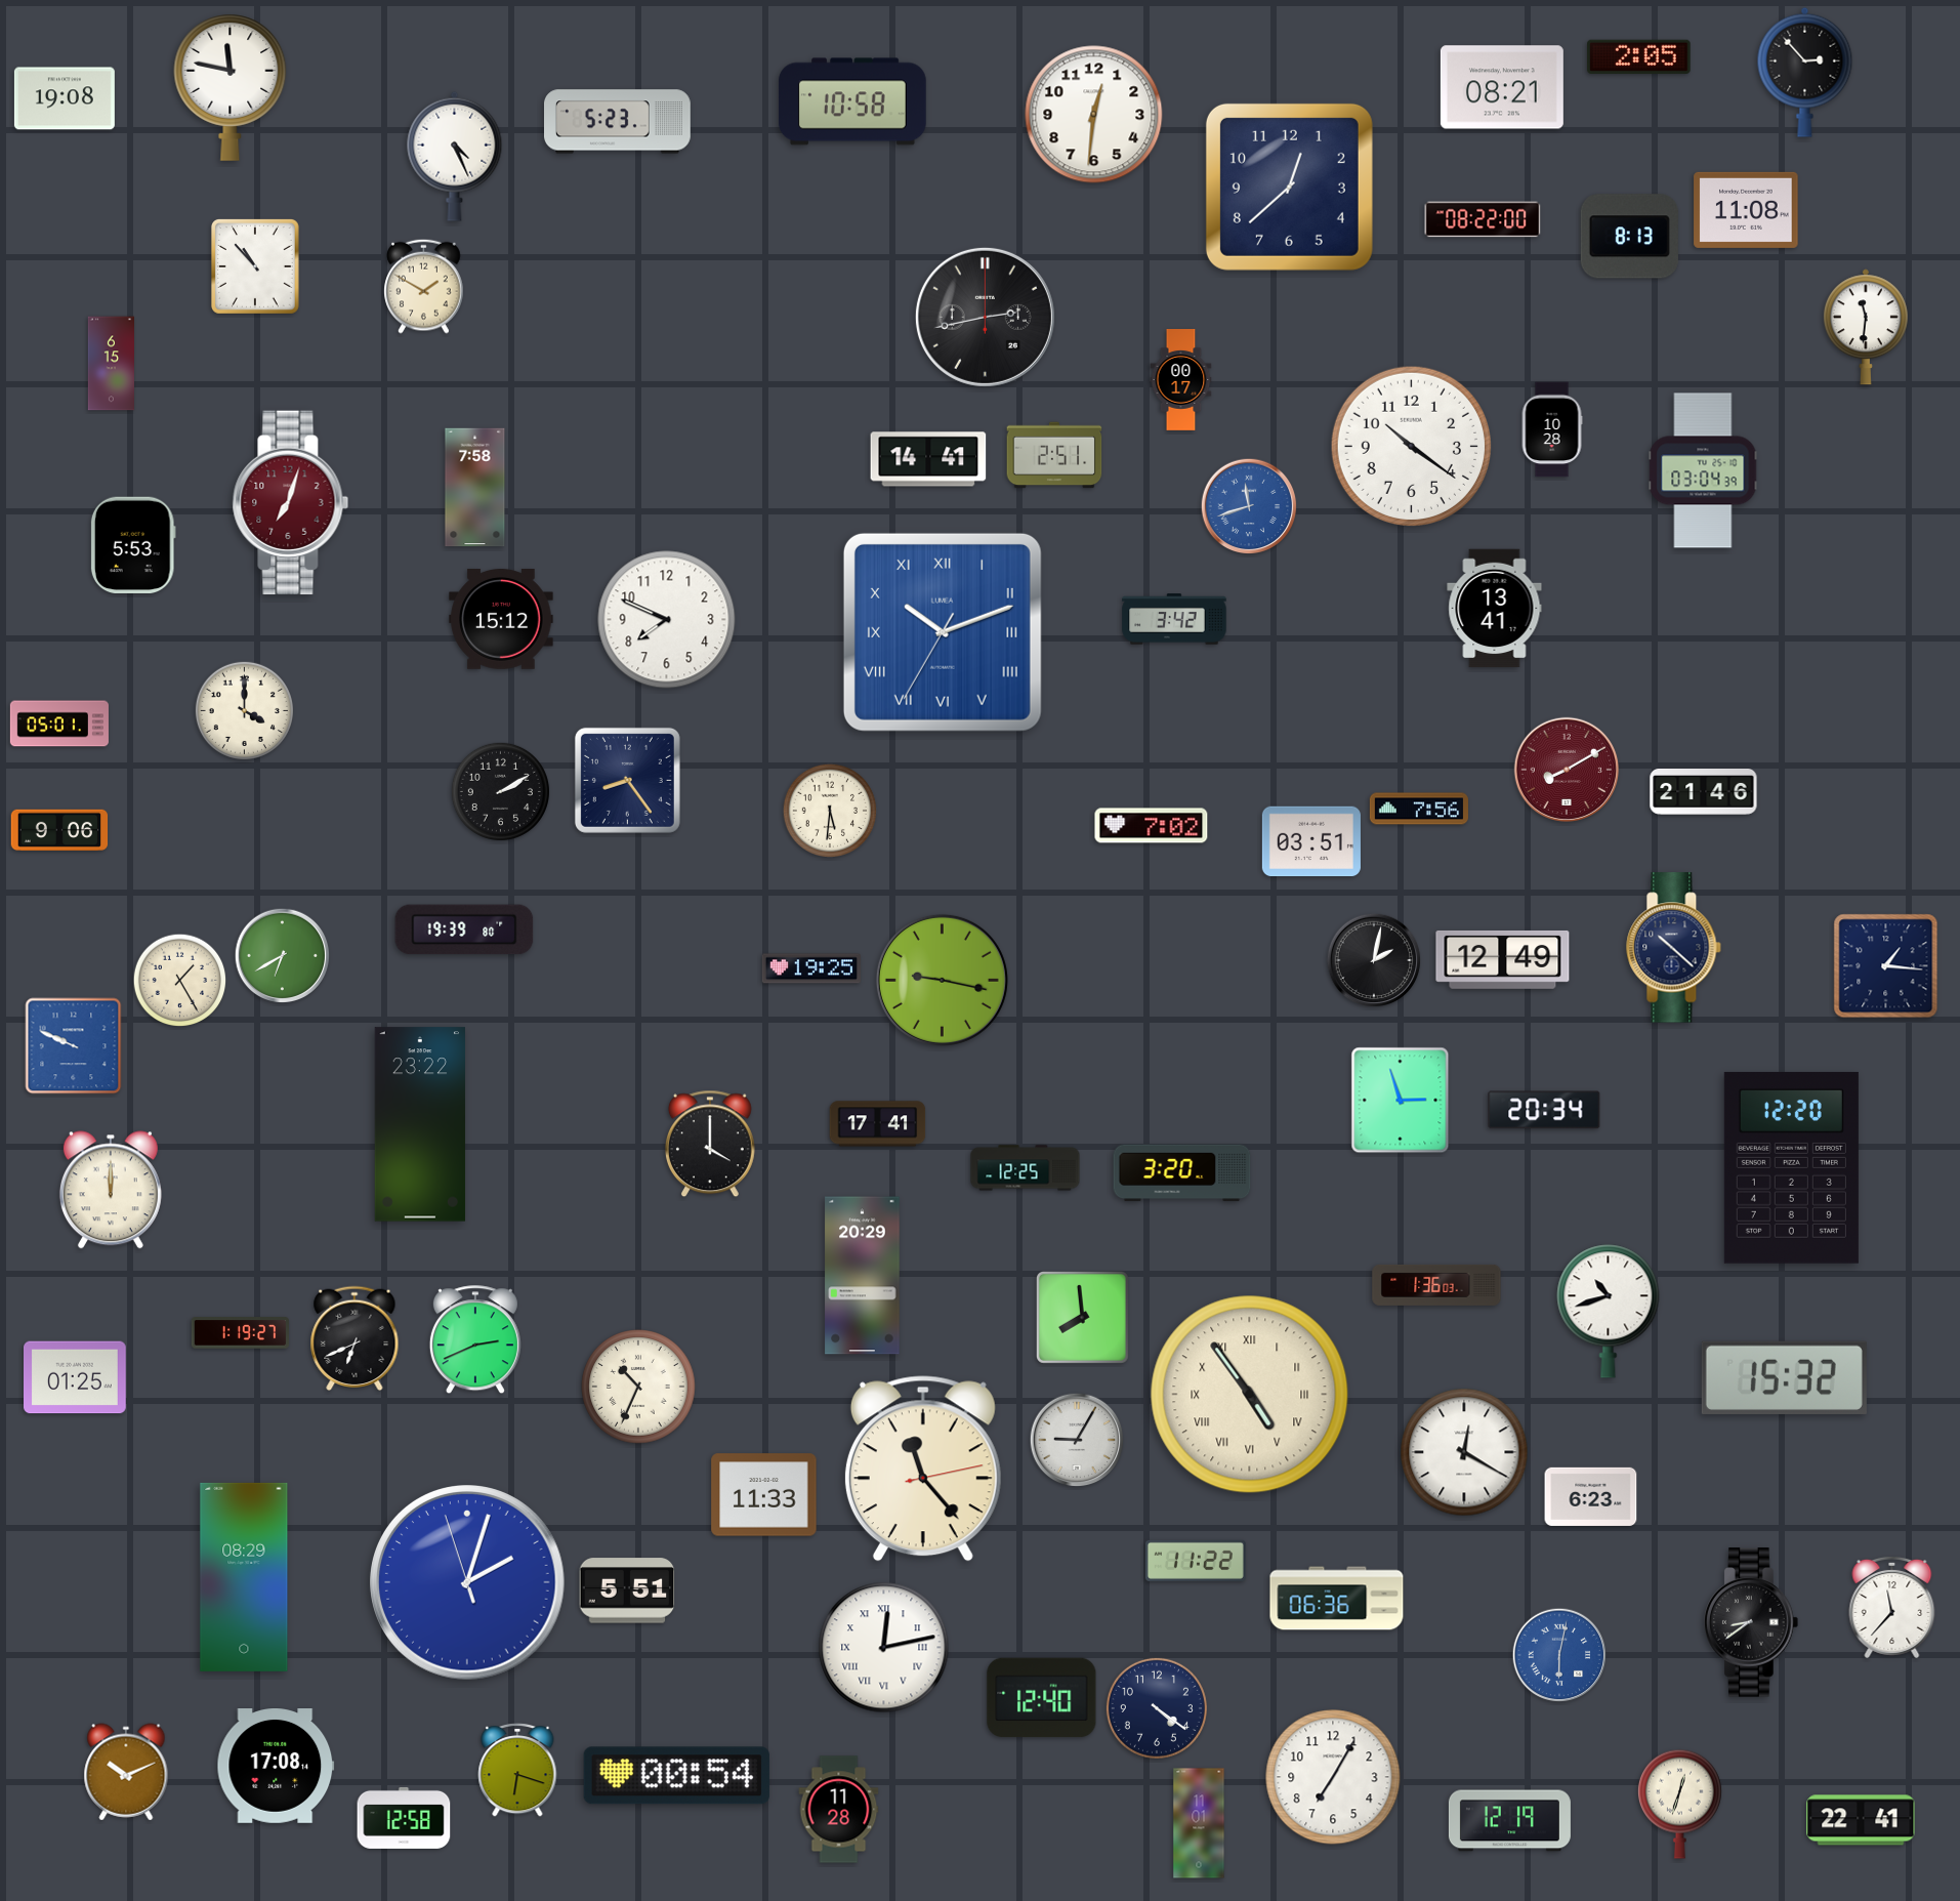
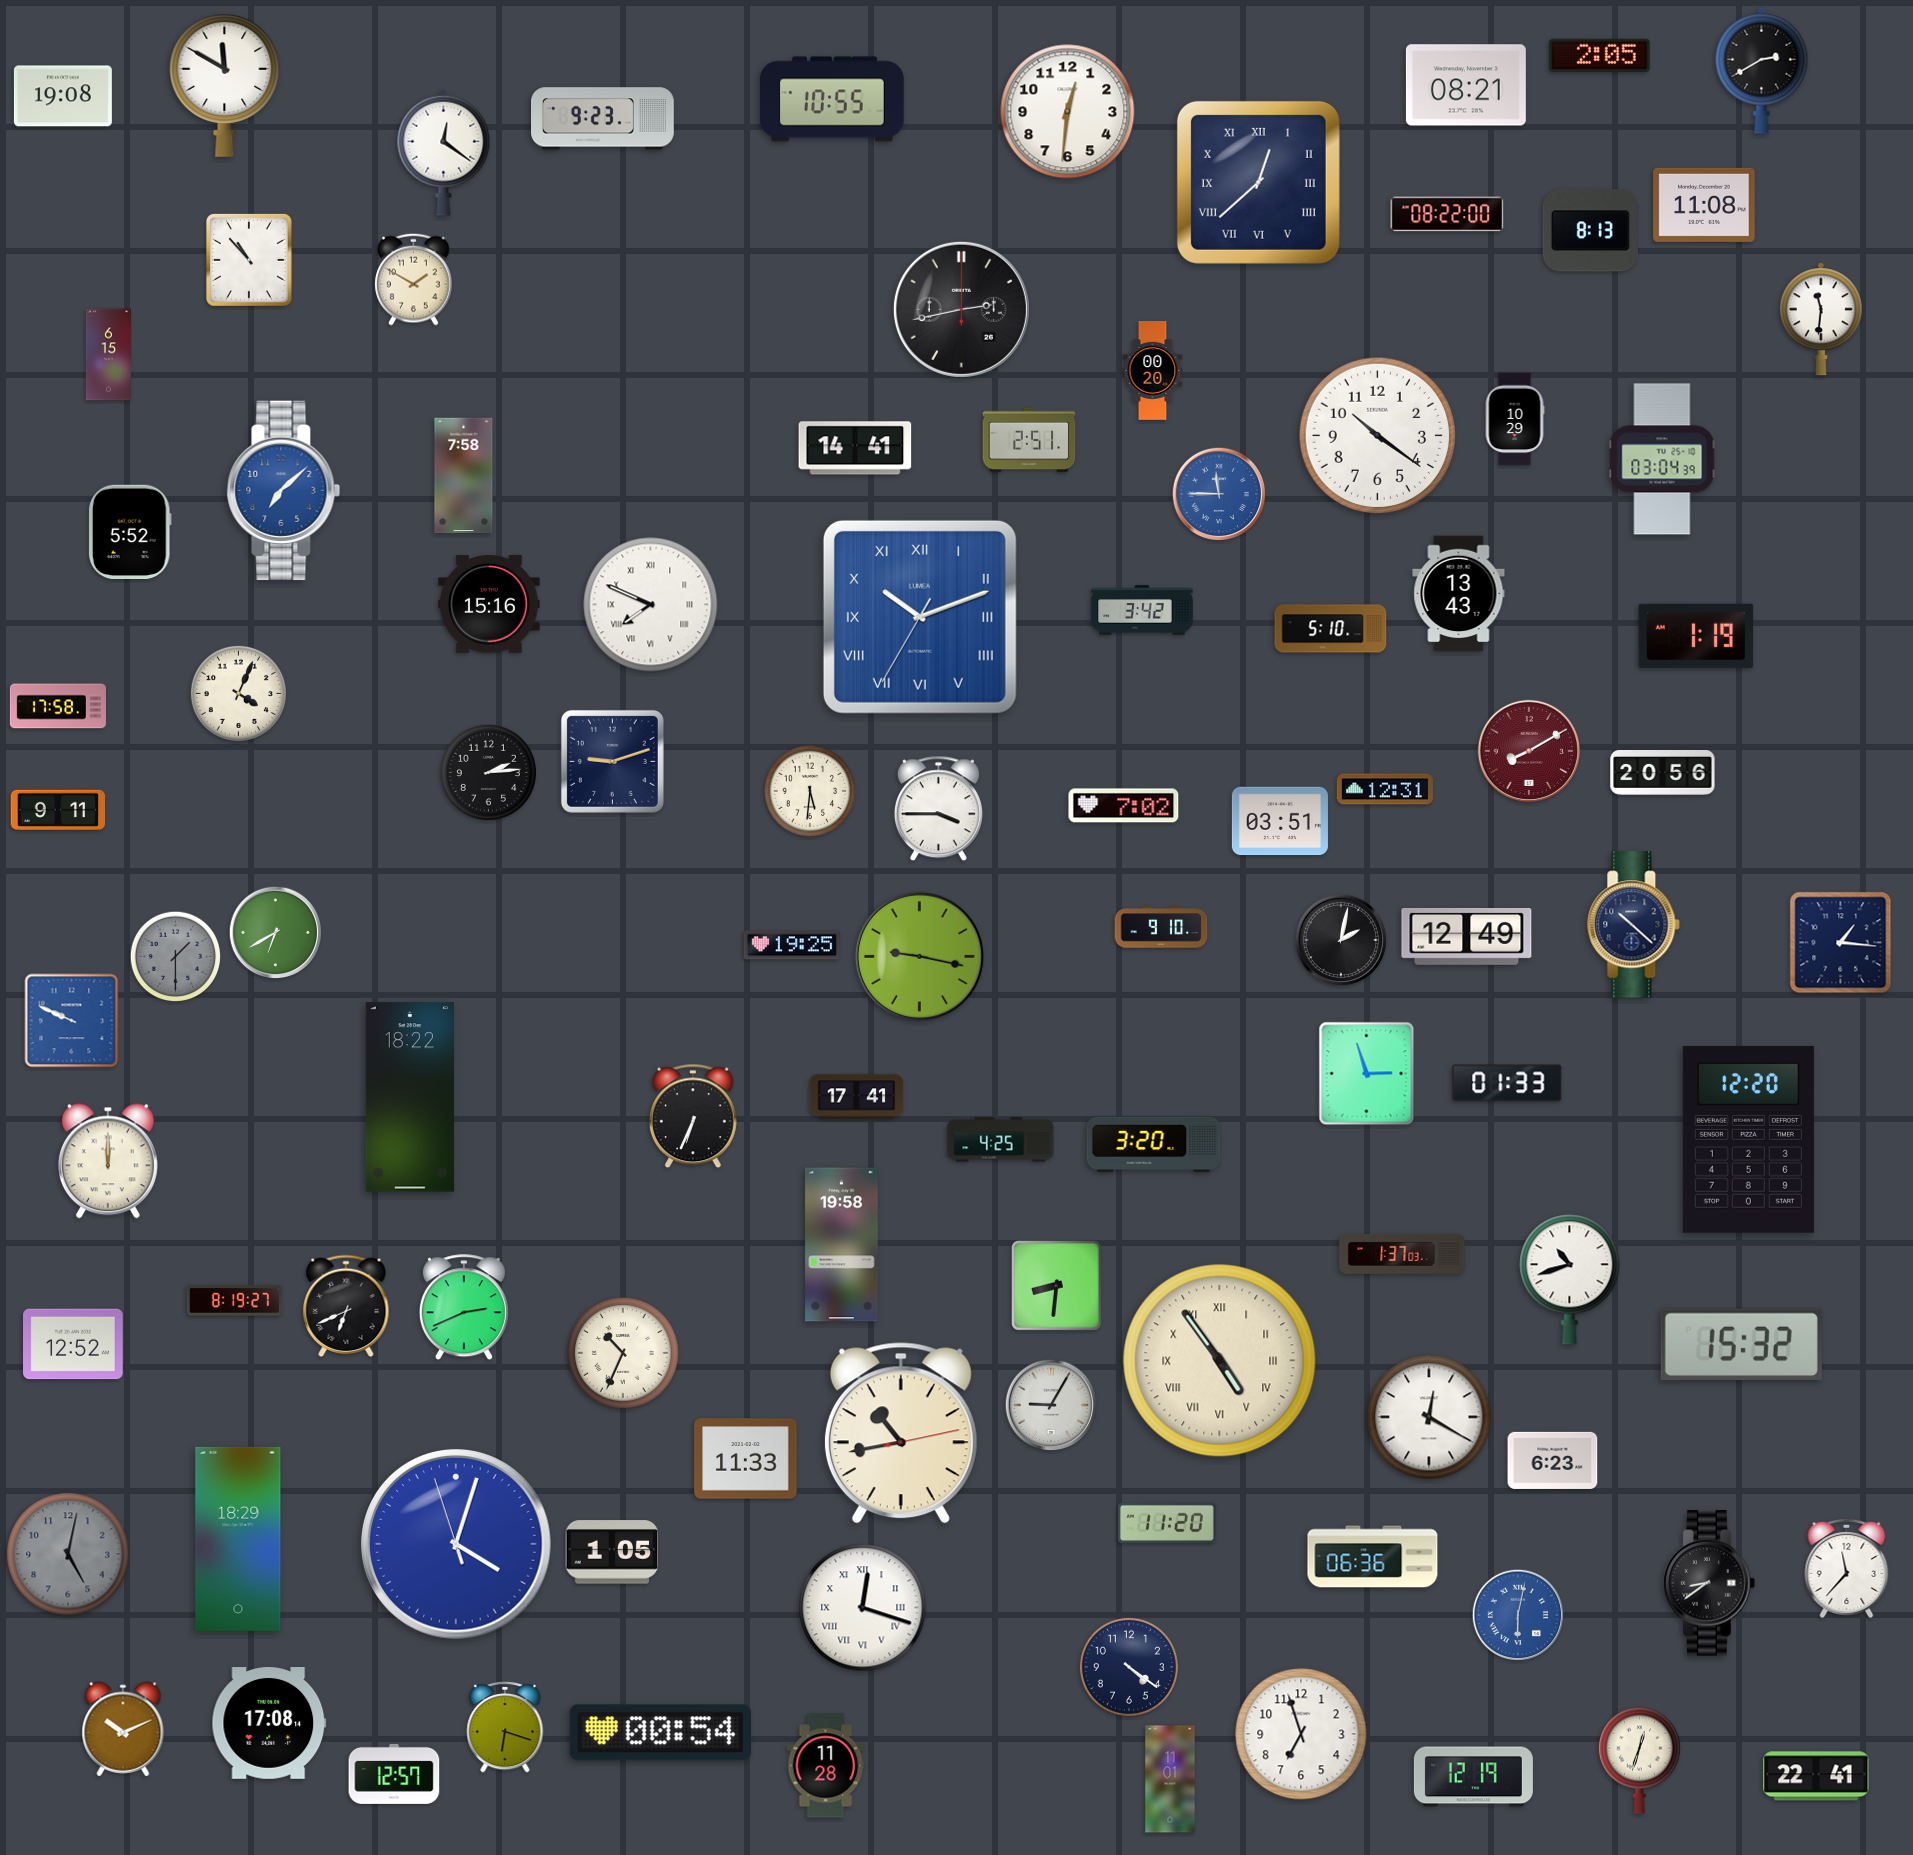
clock at (1805, 72): 2:53 -> 2:40
clock at (231, 87): 11:47 -> 11:50
clock at (852, 101): 10:58 -> 10:55
clock at (618, 122): 5:23 -> 9:23
clock at (455, 156): 4:26 -> 12:21
clock at (1289, 187) numerals: Arabic -> Roman
clock at (1181, 380): 00:17 -> 00:20
clock at (1552, 429): 10:28 -> 10:29
clock at (1054, 455) position: (1054, 455) -> (1029, 440)
clock at (928, 459) position: (928, 459) -> (855, 448)
clock at (291, 503): 7:03 -> 7:08
clock at (291, 503) dial: burgundy -> blue
clock at (1249, 506): 11:42 -> 11:45
clock at (133, 544): 5:53 -> 5:52
clock at (1495, 609): 13:41 -> 13:43
clock at (1174, 619) position: (1174, 619) -> (1142, 610)
clock at (501, 620): 15:12 -> 15:16
clock at (667, 620) numerals: Arabic -> Roman
clock at (1331, 629): none -> 5:10
clock at (1696, 635): none -> 1:19
clock at (244, 710): 4:00 -> 4:04
clock at (59, 724): 05:01 -> 17:58
clock at (627, 780): 8:24 -> 9:12
clock at (500, 791): 2:10 -> 2:14
clock at (1704, 792): 21:46 -> 20:56
clock at (1419, 809): 7:56 -> 12:31
clock at (59, 829): 9:06 -> 9:11
clock at (938, 809): none -> 3:45
clock at (464, 929): 19:39 -> none
clock at (1161, 927): none -> 9:10
clock at (1374, 960) position: (1374, 960) -> (1341, 940)
clock at (180, 981): 1:25 -> 1:30
clock at (180, 981) dial: cream -> grey
clock at (1544, 1110): 20:34 -> 01:33
clock at (419, 1124): 23:22 -> 18:22
clock at (710, 1144): 4:00 -> 6:34
clock at (1026, 1168): 12:25 -> 4:25
clock at (863, 1276): 20:29 -> 19:58
clock at (1436, 1285): 1:36 -> 1:37
clock at (1082, 1317): 7:59 -> 8:31
clock at (240, 1333): 1:19 -> 8:19
clock at (76, 1377): 01:25 -> 12:52
clock at (923, 1469): 11:23 -> 10:43
clock at (1196, 1561): 11:22 -> 11:20
clock at (244, 1577): 08:29 -> 18:29
clock at (467, 1582): 2:02 -> 4:02
clock at (627, 1590): 5:51 -> 1:05
clock at (68, 1554): none -> 5:02
clock at (1337, 1599) position: (1337, 1599) -> (1373, 1557)
clock at (884, 1648): 12:13 -> 12:18
clock at (1559, 1655) position: (1559, 1655) -> (1518, 1615)
clock at (1042, 1698): 12:40 -> none
clock at (1333, 1777): 7:05 -> 6:57
clock at (839, 1810) position: (839, 1810) -> (826, 1766)
clock at (404, 1818): 12:58 -> 12:57
